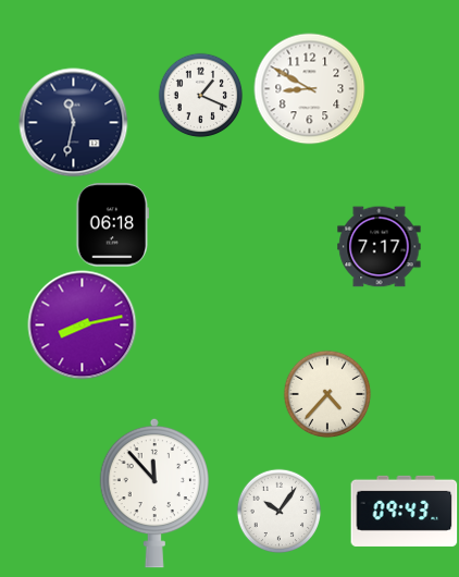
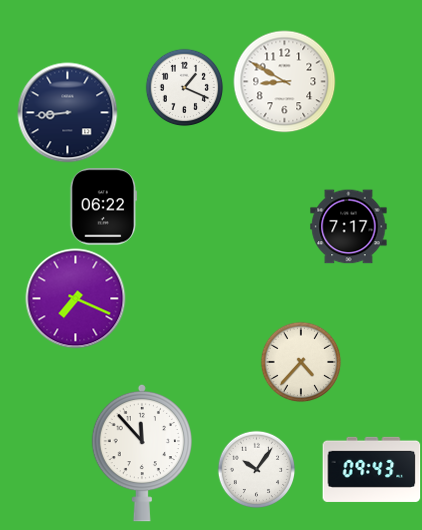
clock at (74, 123): 11:32 -> 8:44
clock at (113, 225): 06:18 -> 06:22
clock at (83, 326): 8:13 -> 7:19
